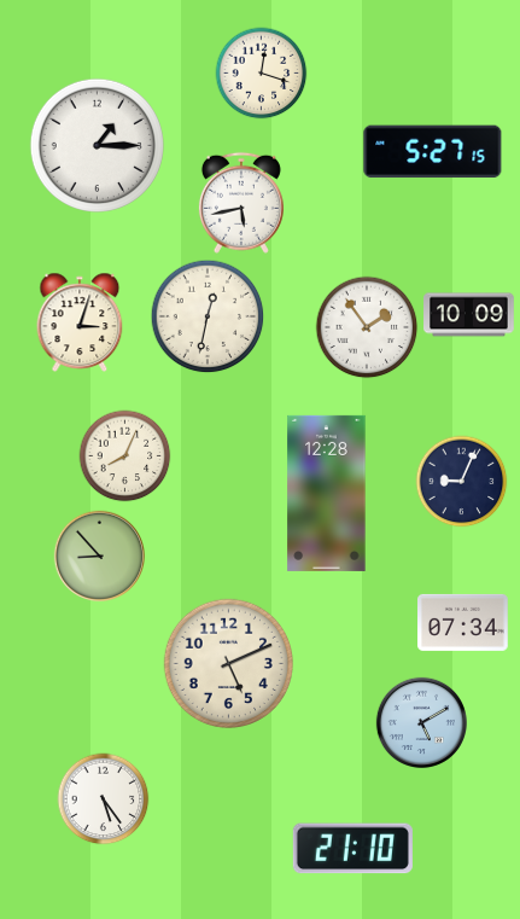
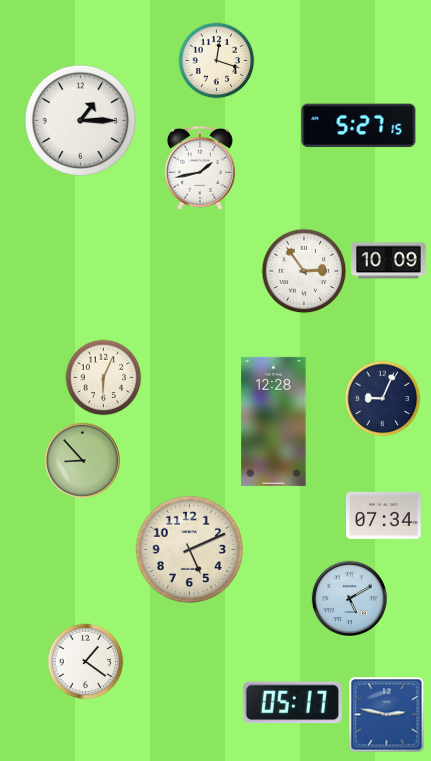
clock at (241, 203): 5:43 -> 1:43
clock at (208, 316): 12:32 -> none
clock at (80, 322): 3:03 -> none
clock at (367, 327): 1:54 -> 2:54
clock at (125, 456): 8:04 -> 6:04
clock at (327, 493) position: (327, 493) -> (274, 421)
clock at (104, 799): 5:24 -> 1:21
clock at (352, 849): 21:10 -> 05:17
clock at (387, 715): none -> 2:47
